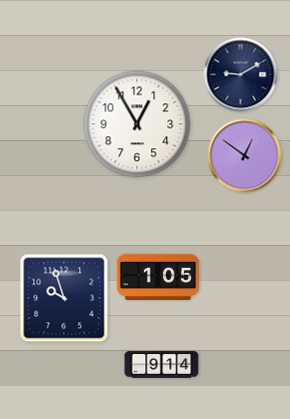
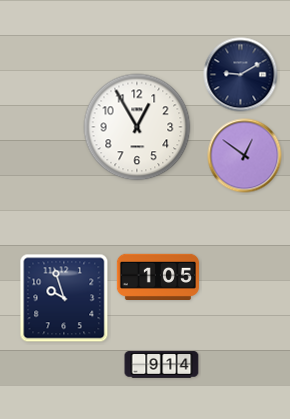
clock at (137, 124) position: (137, 124) -> (137, 127)
